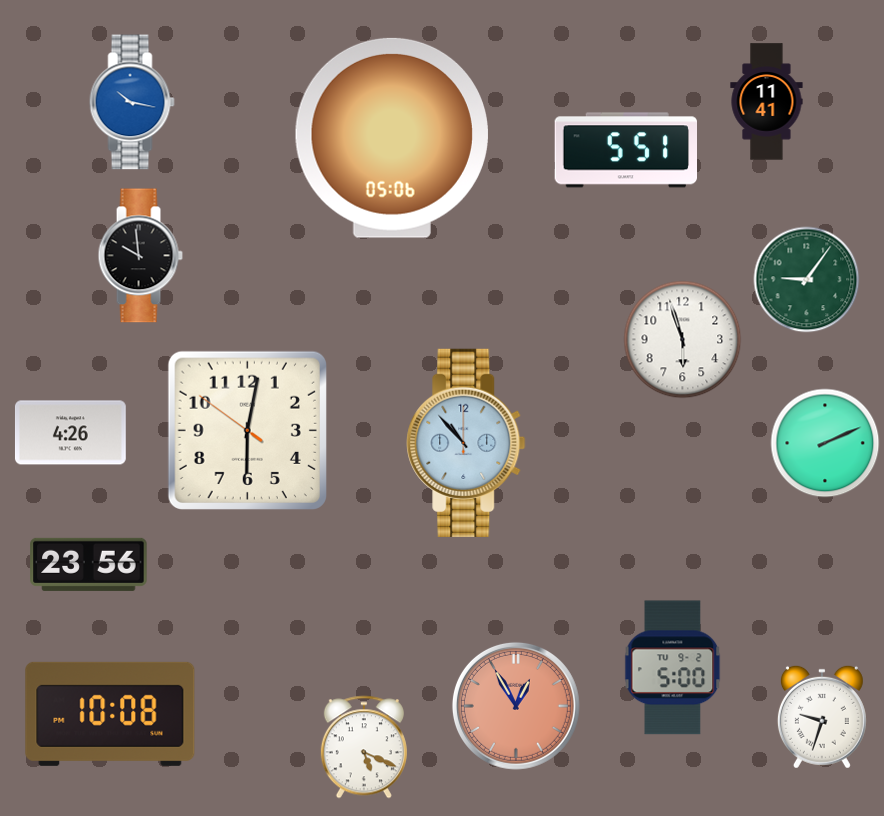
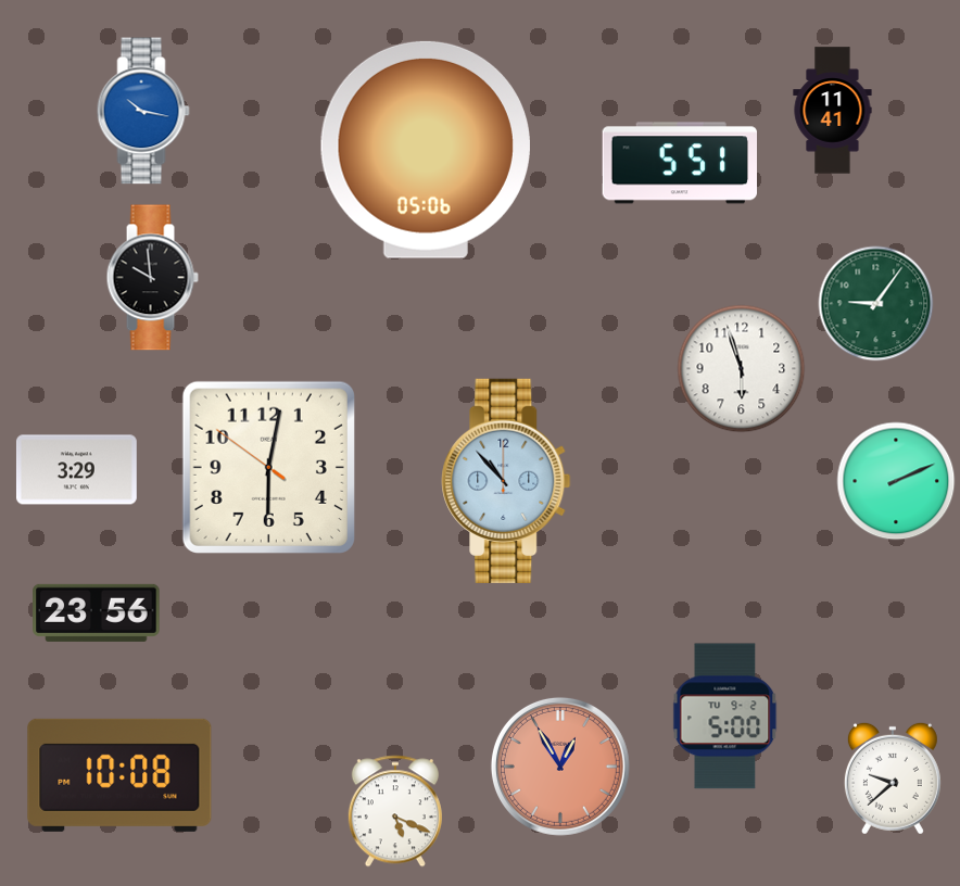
clock at (70, 433): 4:26 -> 3:29
clock at (673, 668) position: (673, 668) -> (725, 717)
clock at (822, 717): 9:33 -> 9:38
